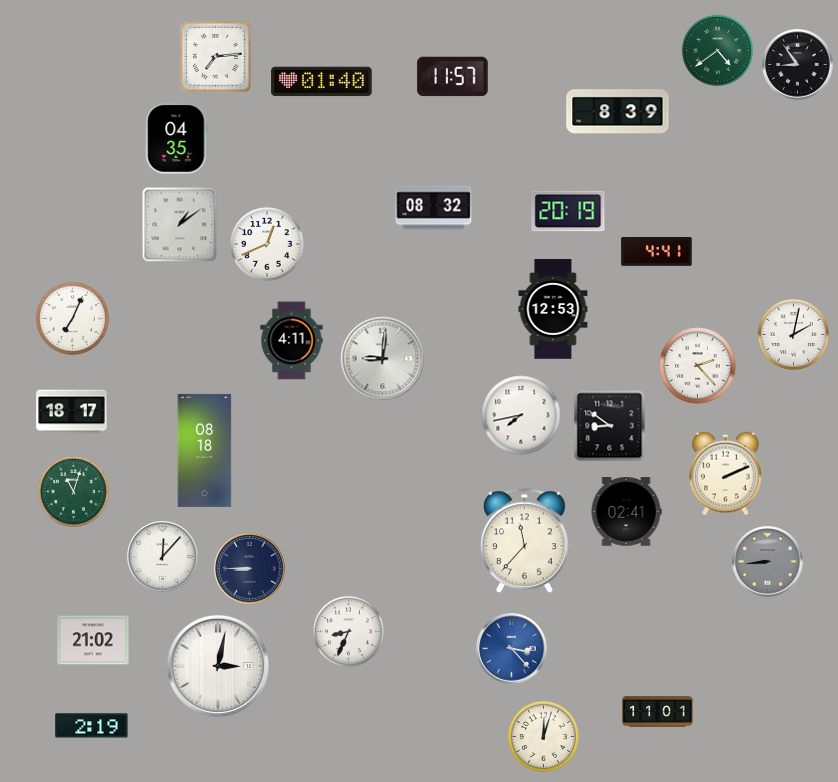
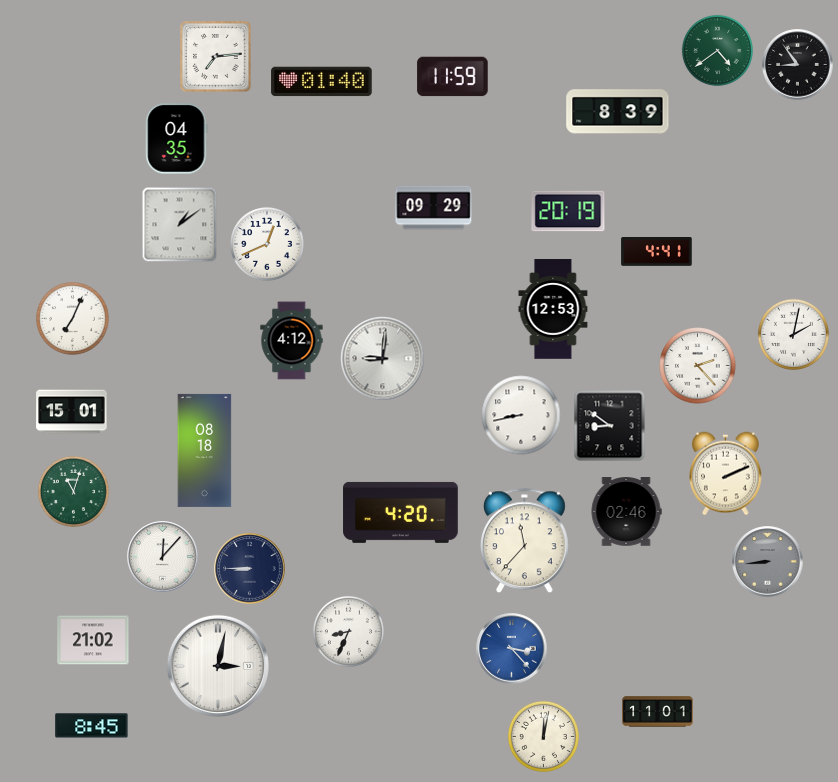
clock at (453, 77): 11:57 -> 11:59
clock at (434, 208): 08:32 -> 09:29
clock at (292, 341): 4:11 -> 4:12
clock at (72, 412): 18:17 -> 15:01
clock at (521, 415): 7:43 -> 8:43
clock at (401, 512): none -> 4:20
clock at (626, 512): 02:41 -> 02:46
clock at (92, 726): 2:19 -> 8:45
clock at (543, 736): 12:03 -> 12:02
